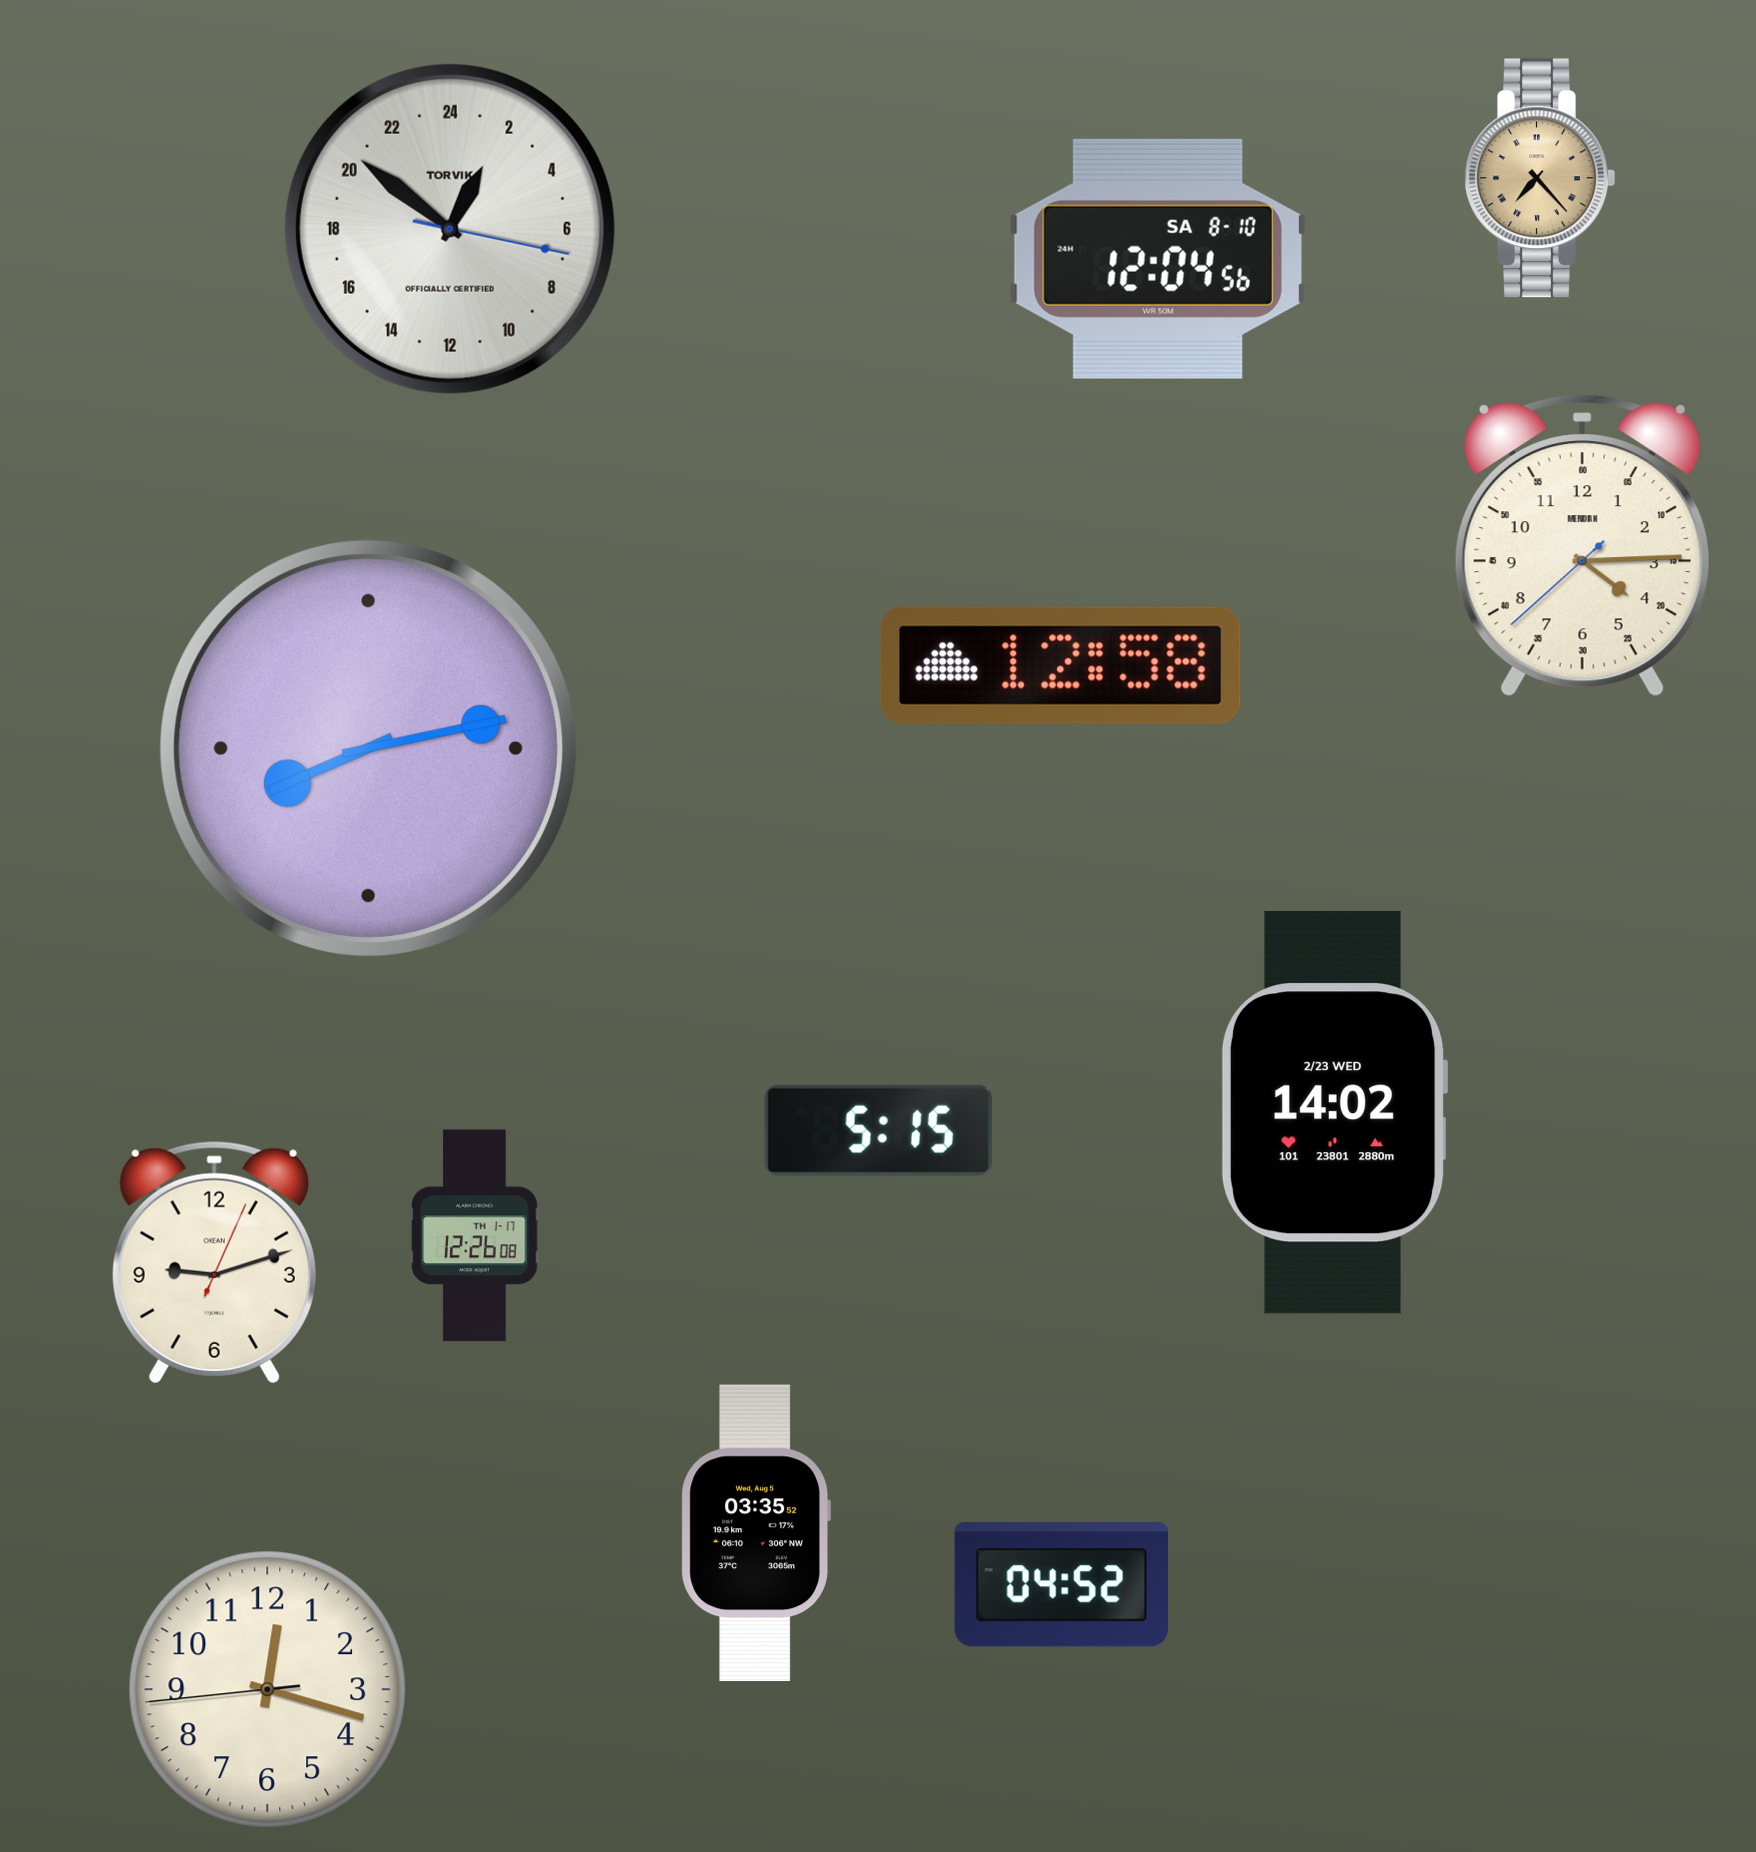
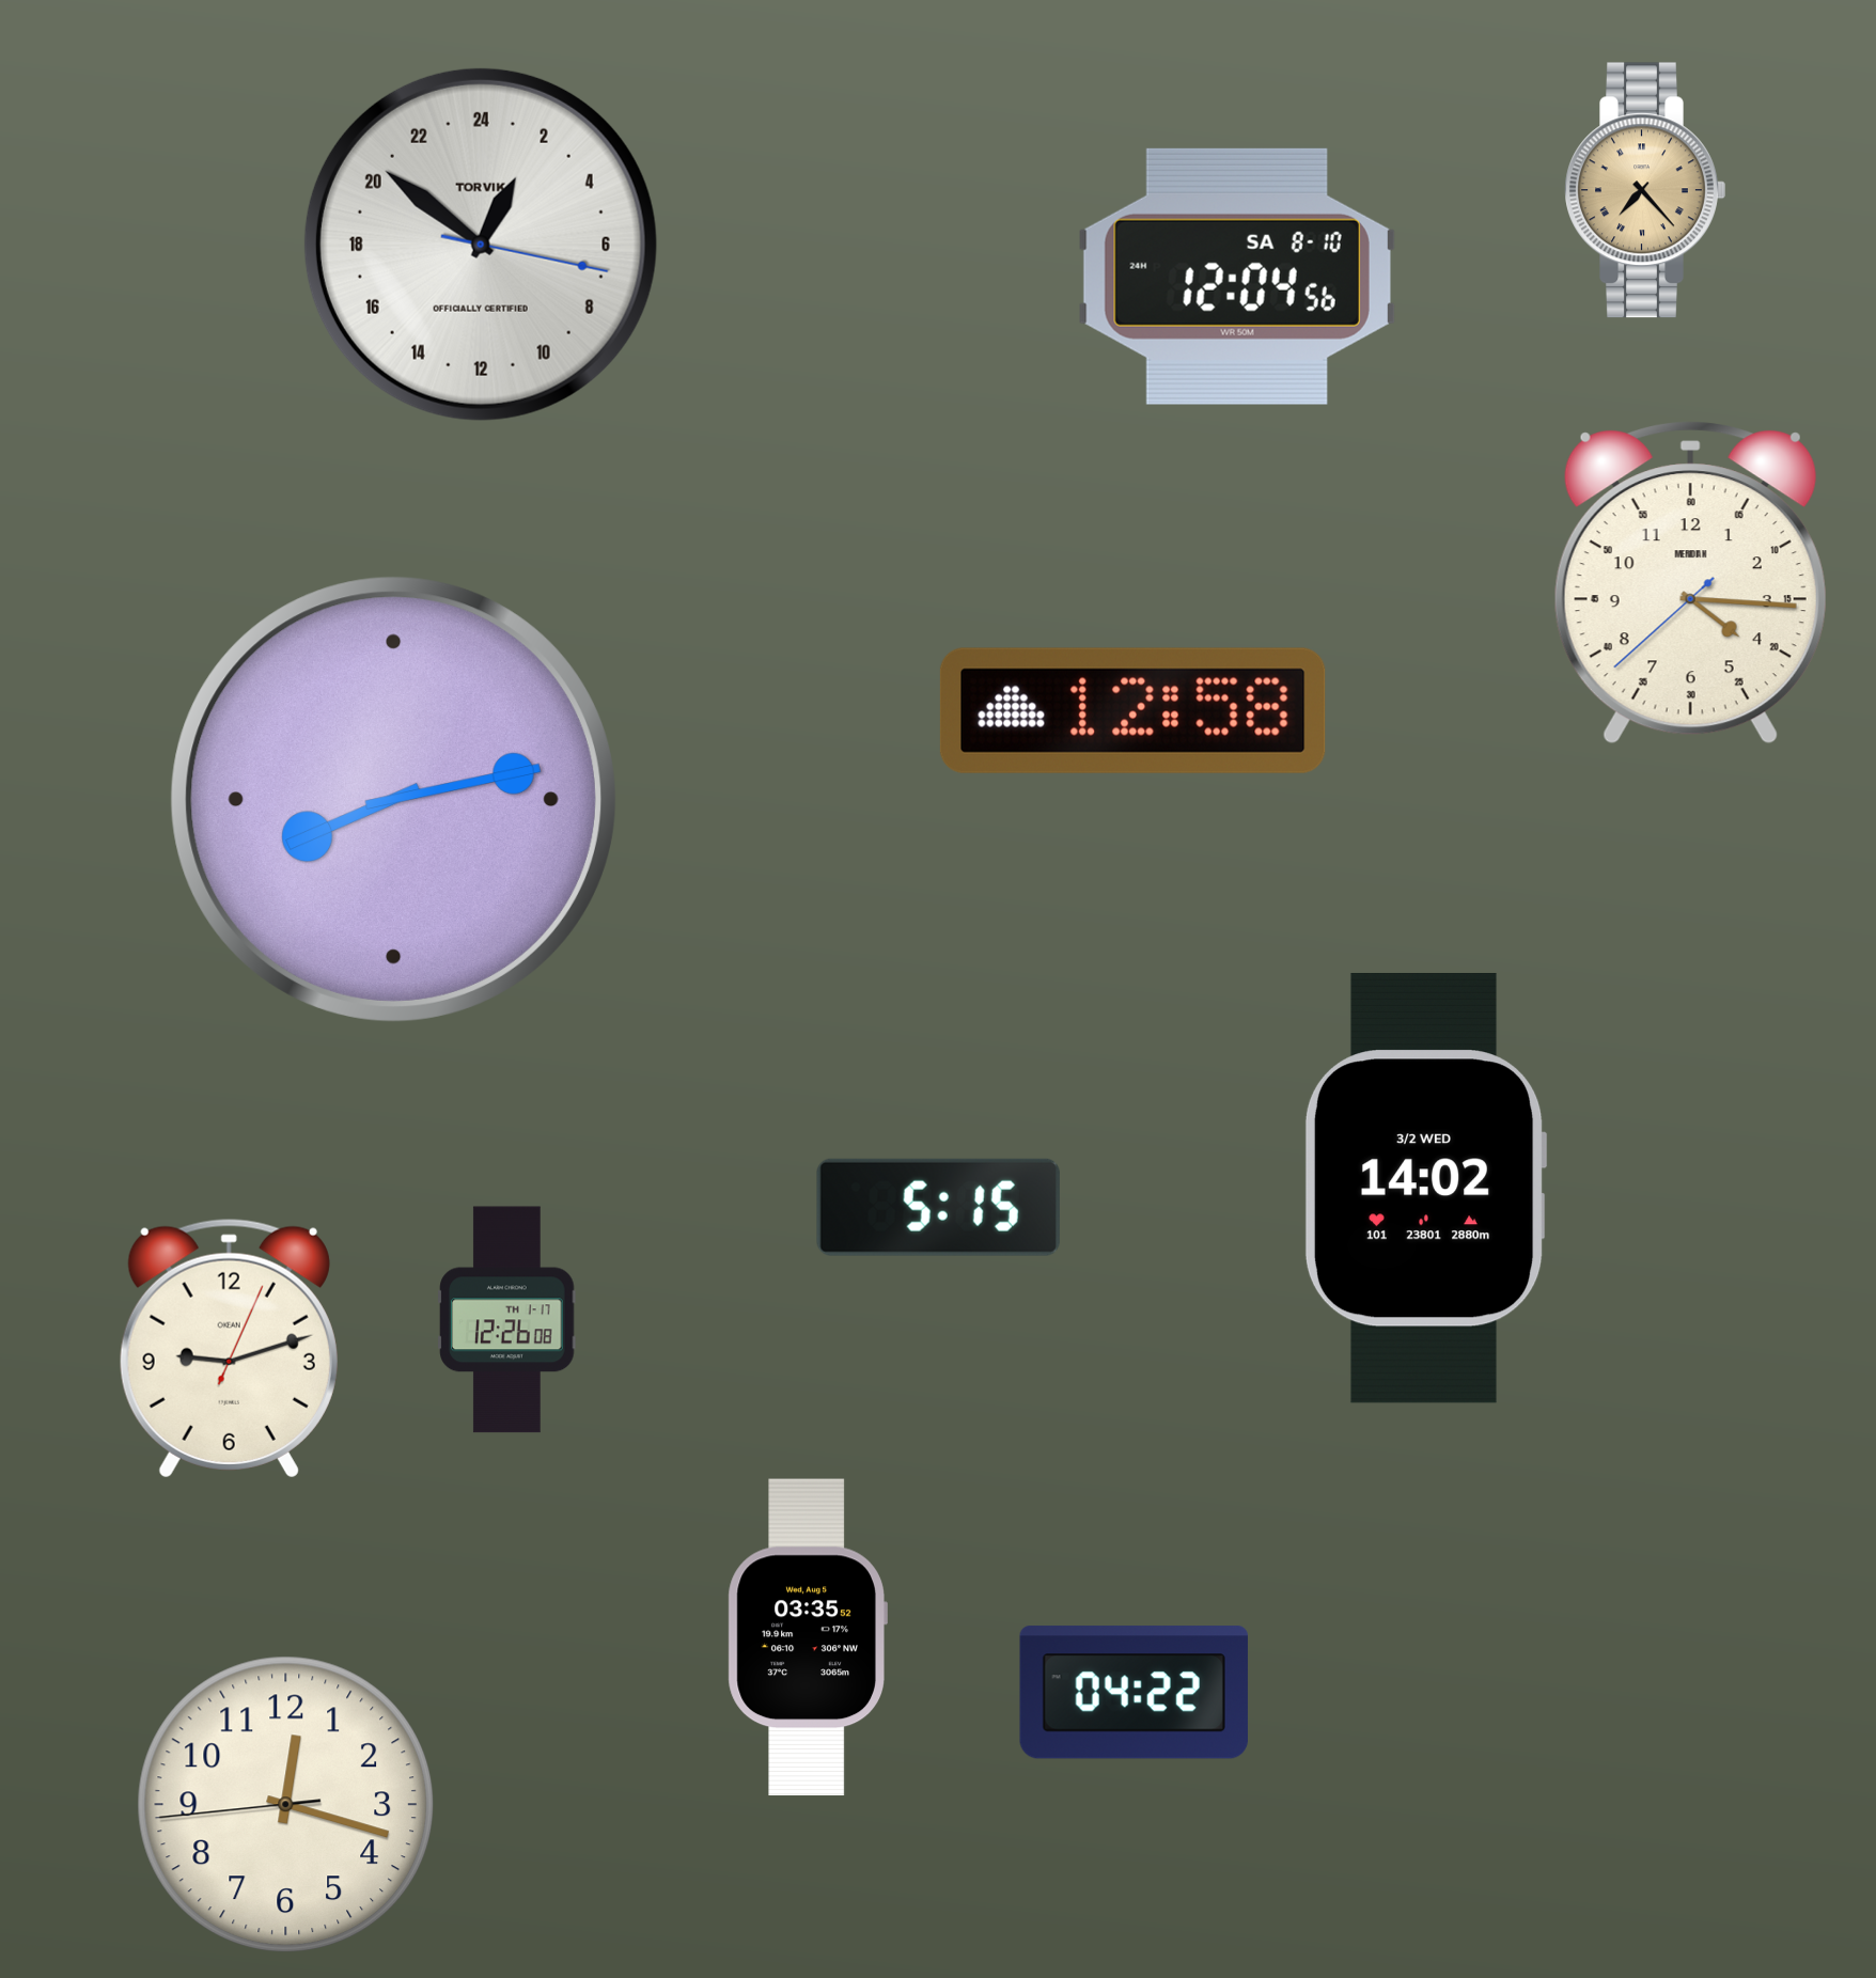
clock at (1582, 546): 4:14 -> 4:15
clock at (1334, 1112) date: 2/23 WED -> 3/2 WED
clock at (1061, 1585): 04:52 -> 04:22
